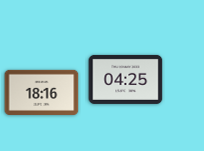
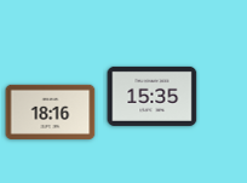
clock at (126, 79): 04:25 -> 15:35
